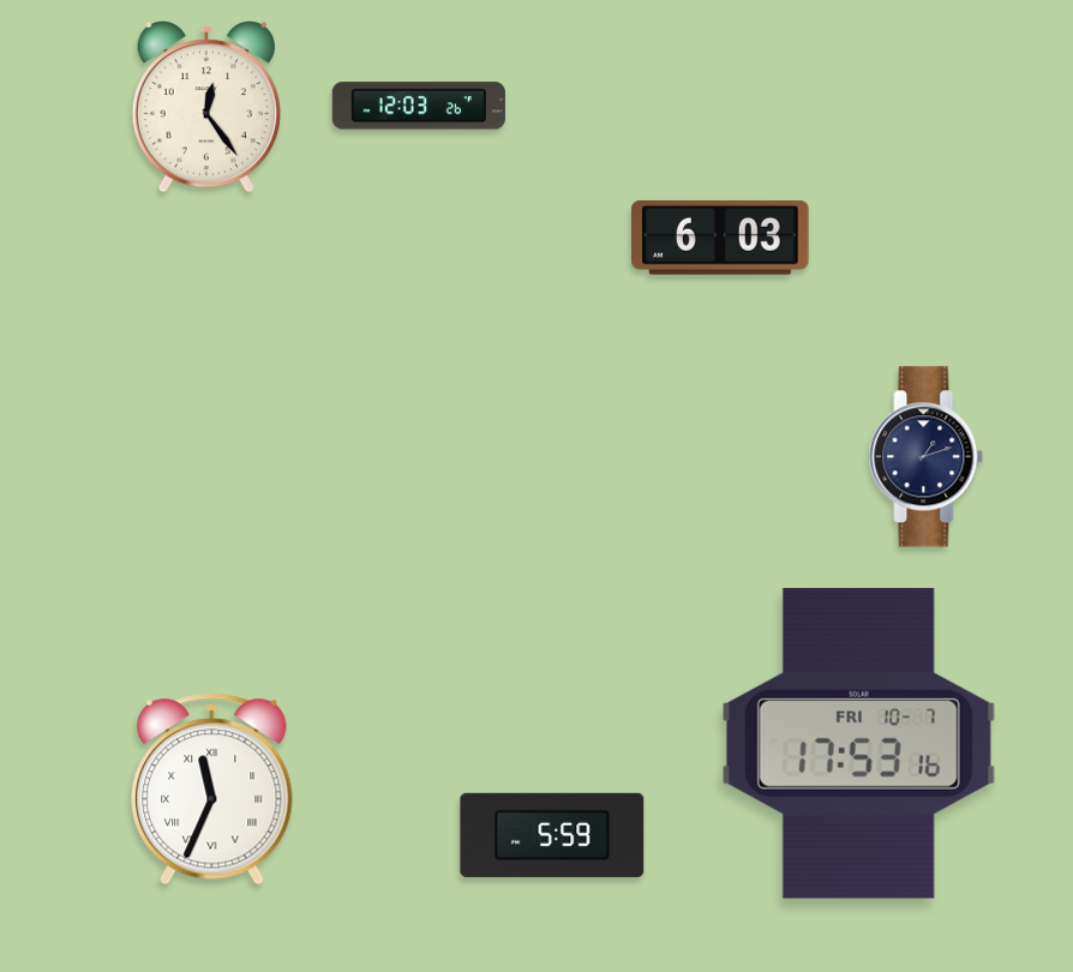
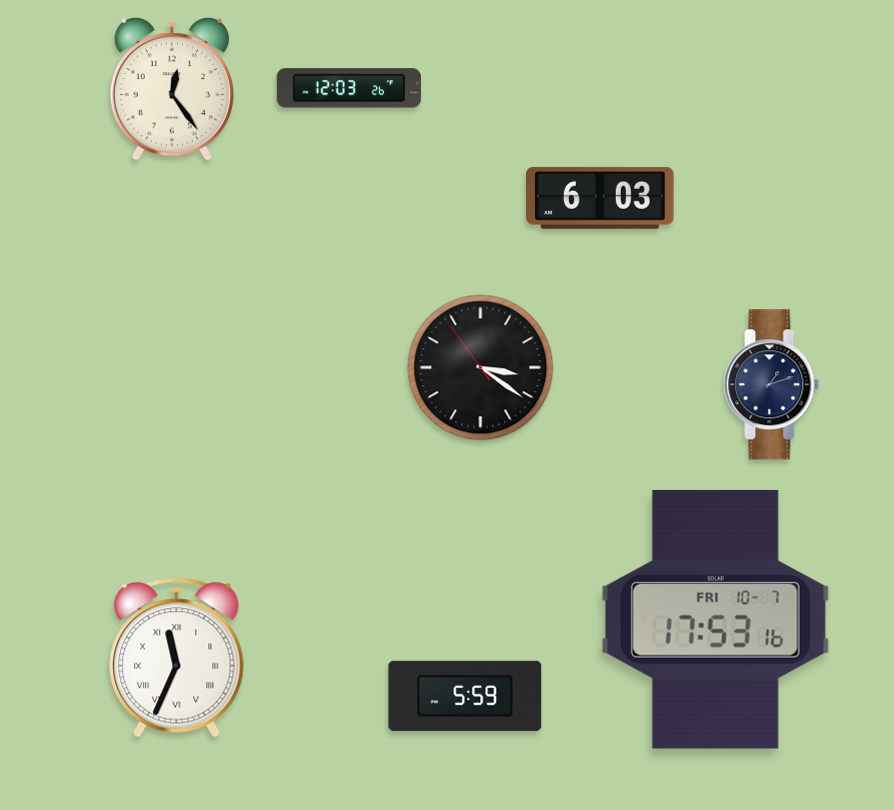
clock at (481, 368): none -> 3:20
clock at (927, 457) position: (927, 457) -> (772, 385)
clock at (552, 835) position: (552, 835) -> (465, 696)
